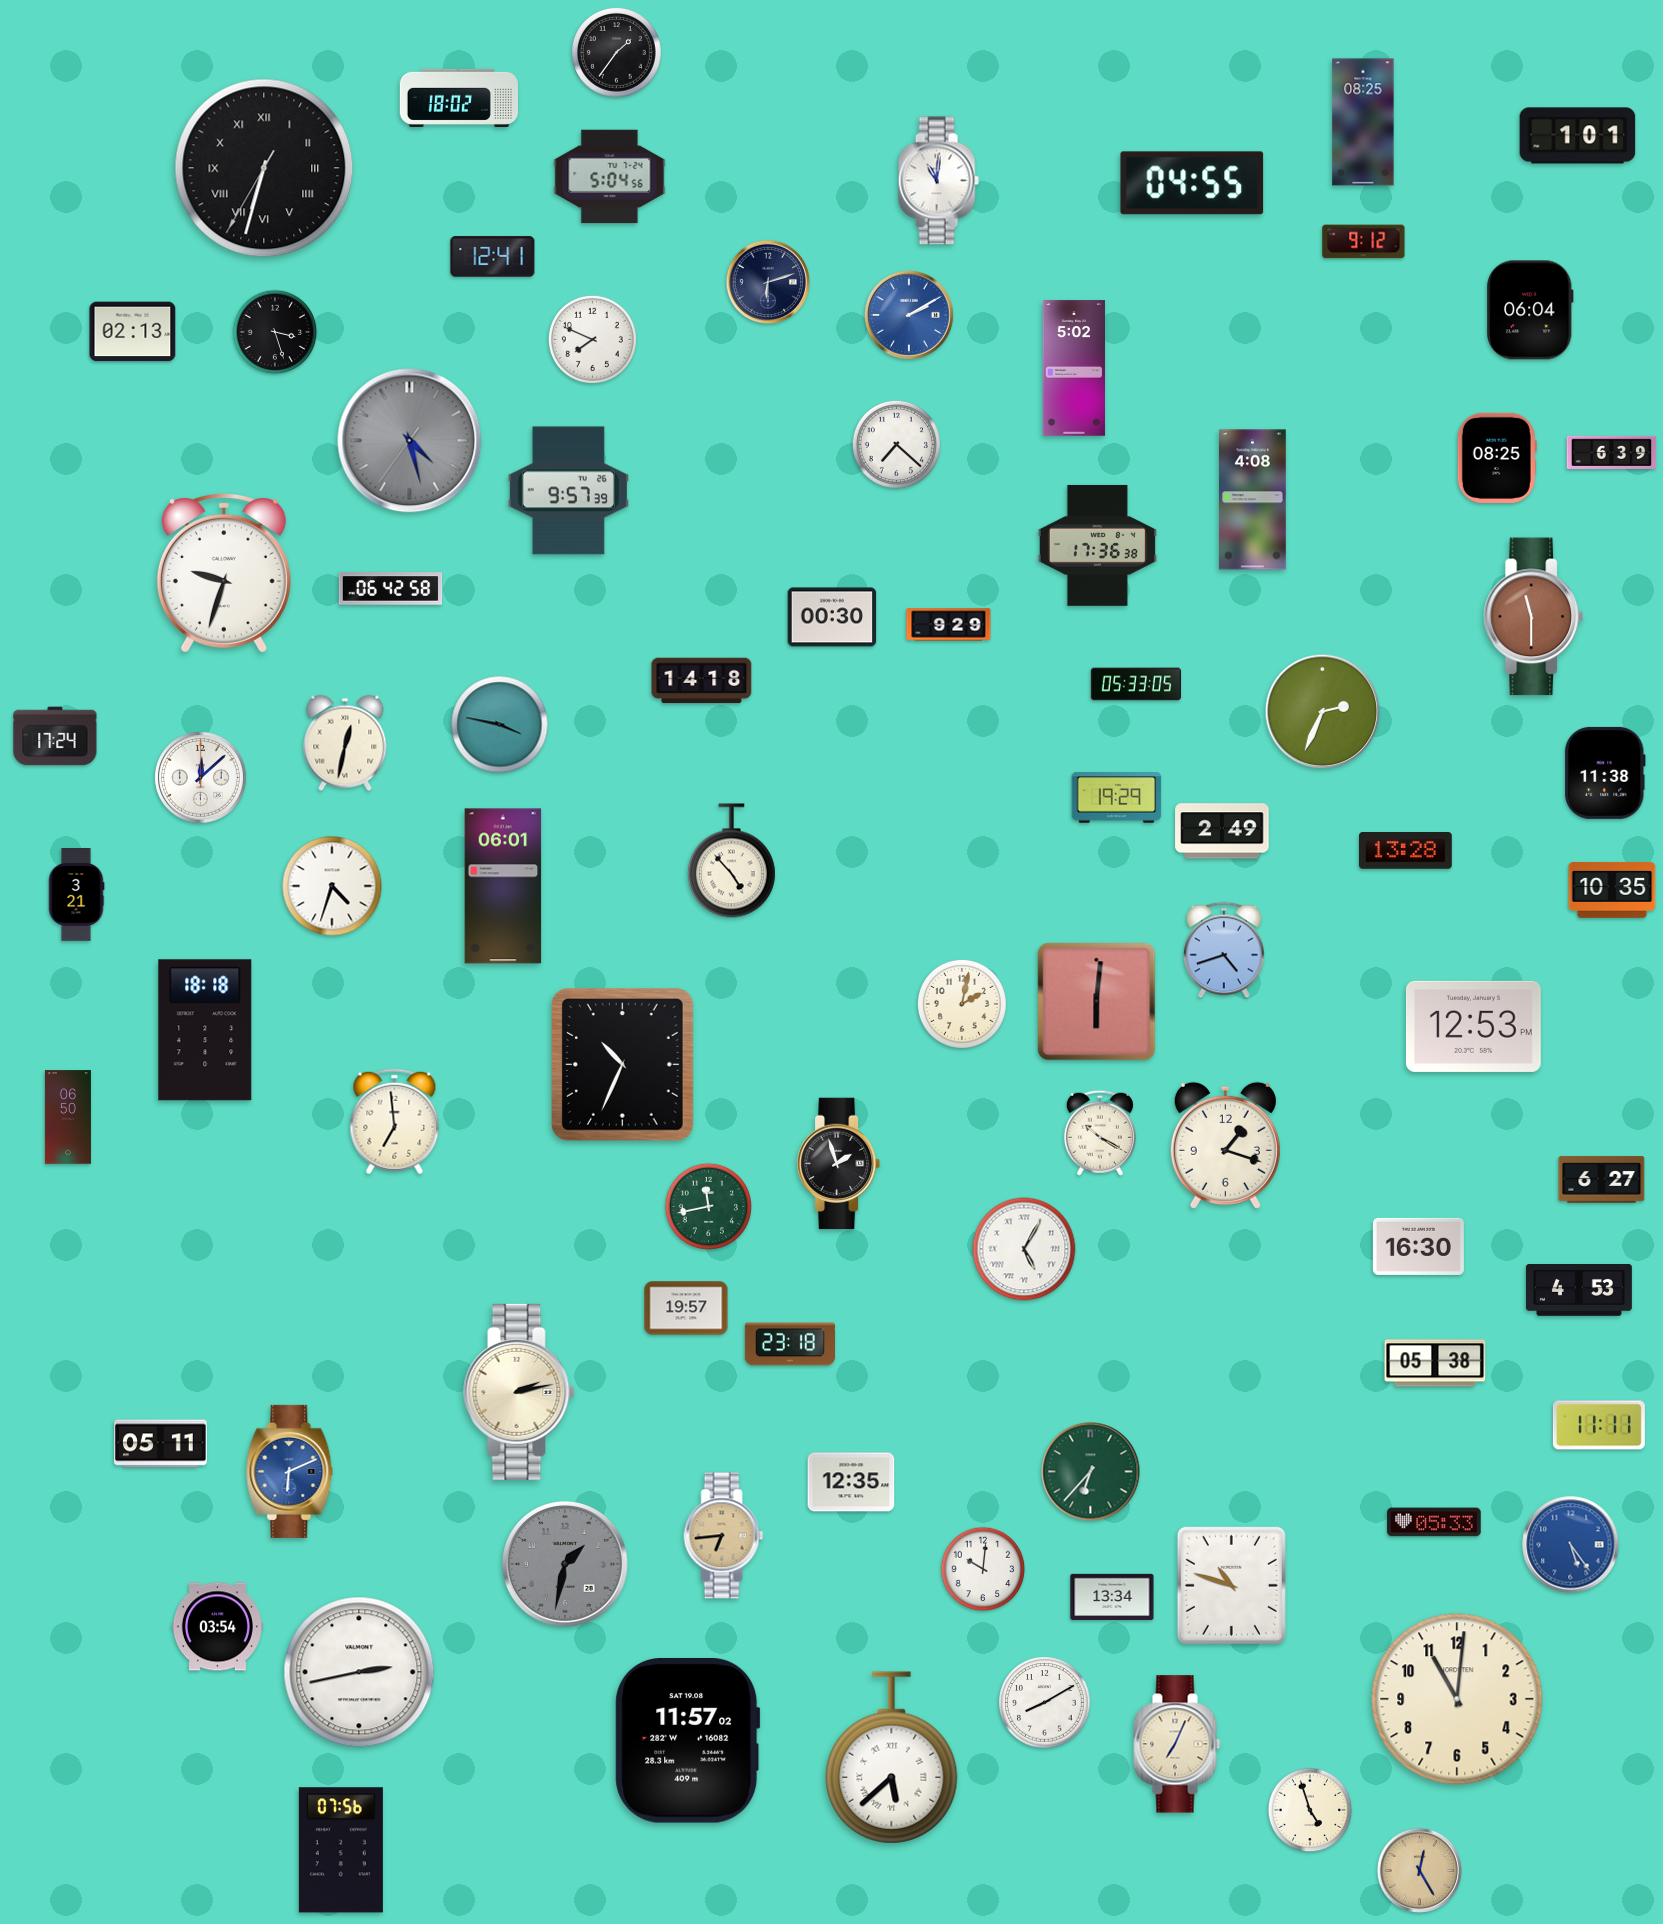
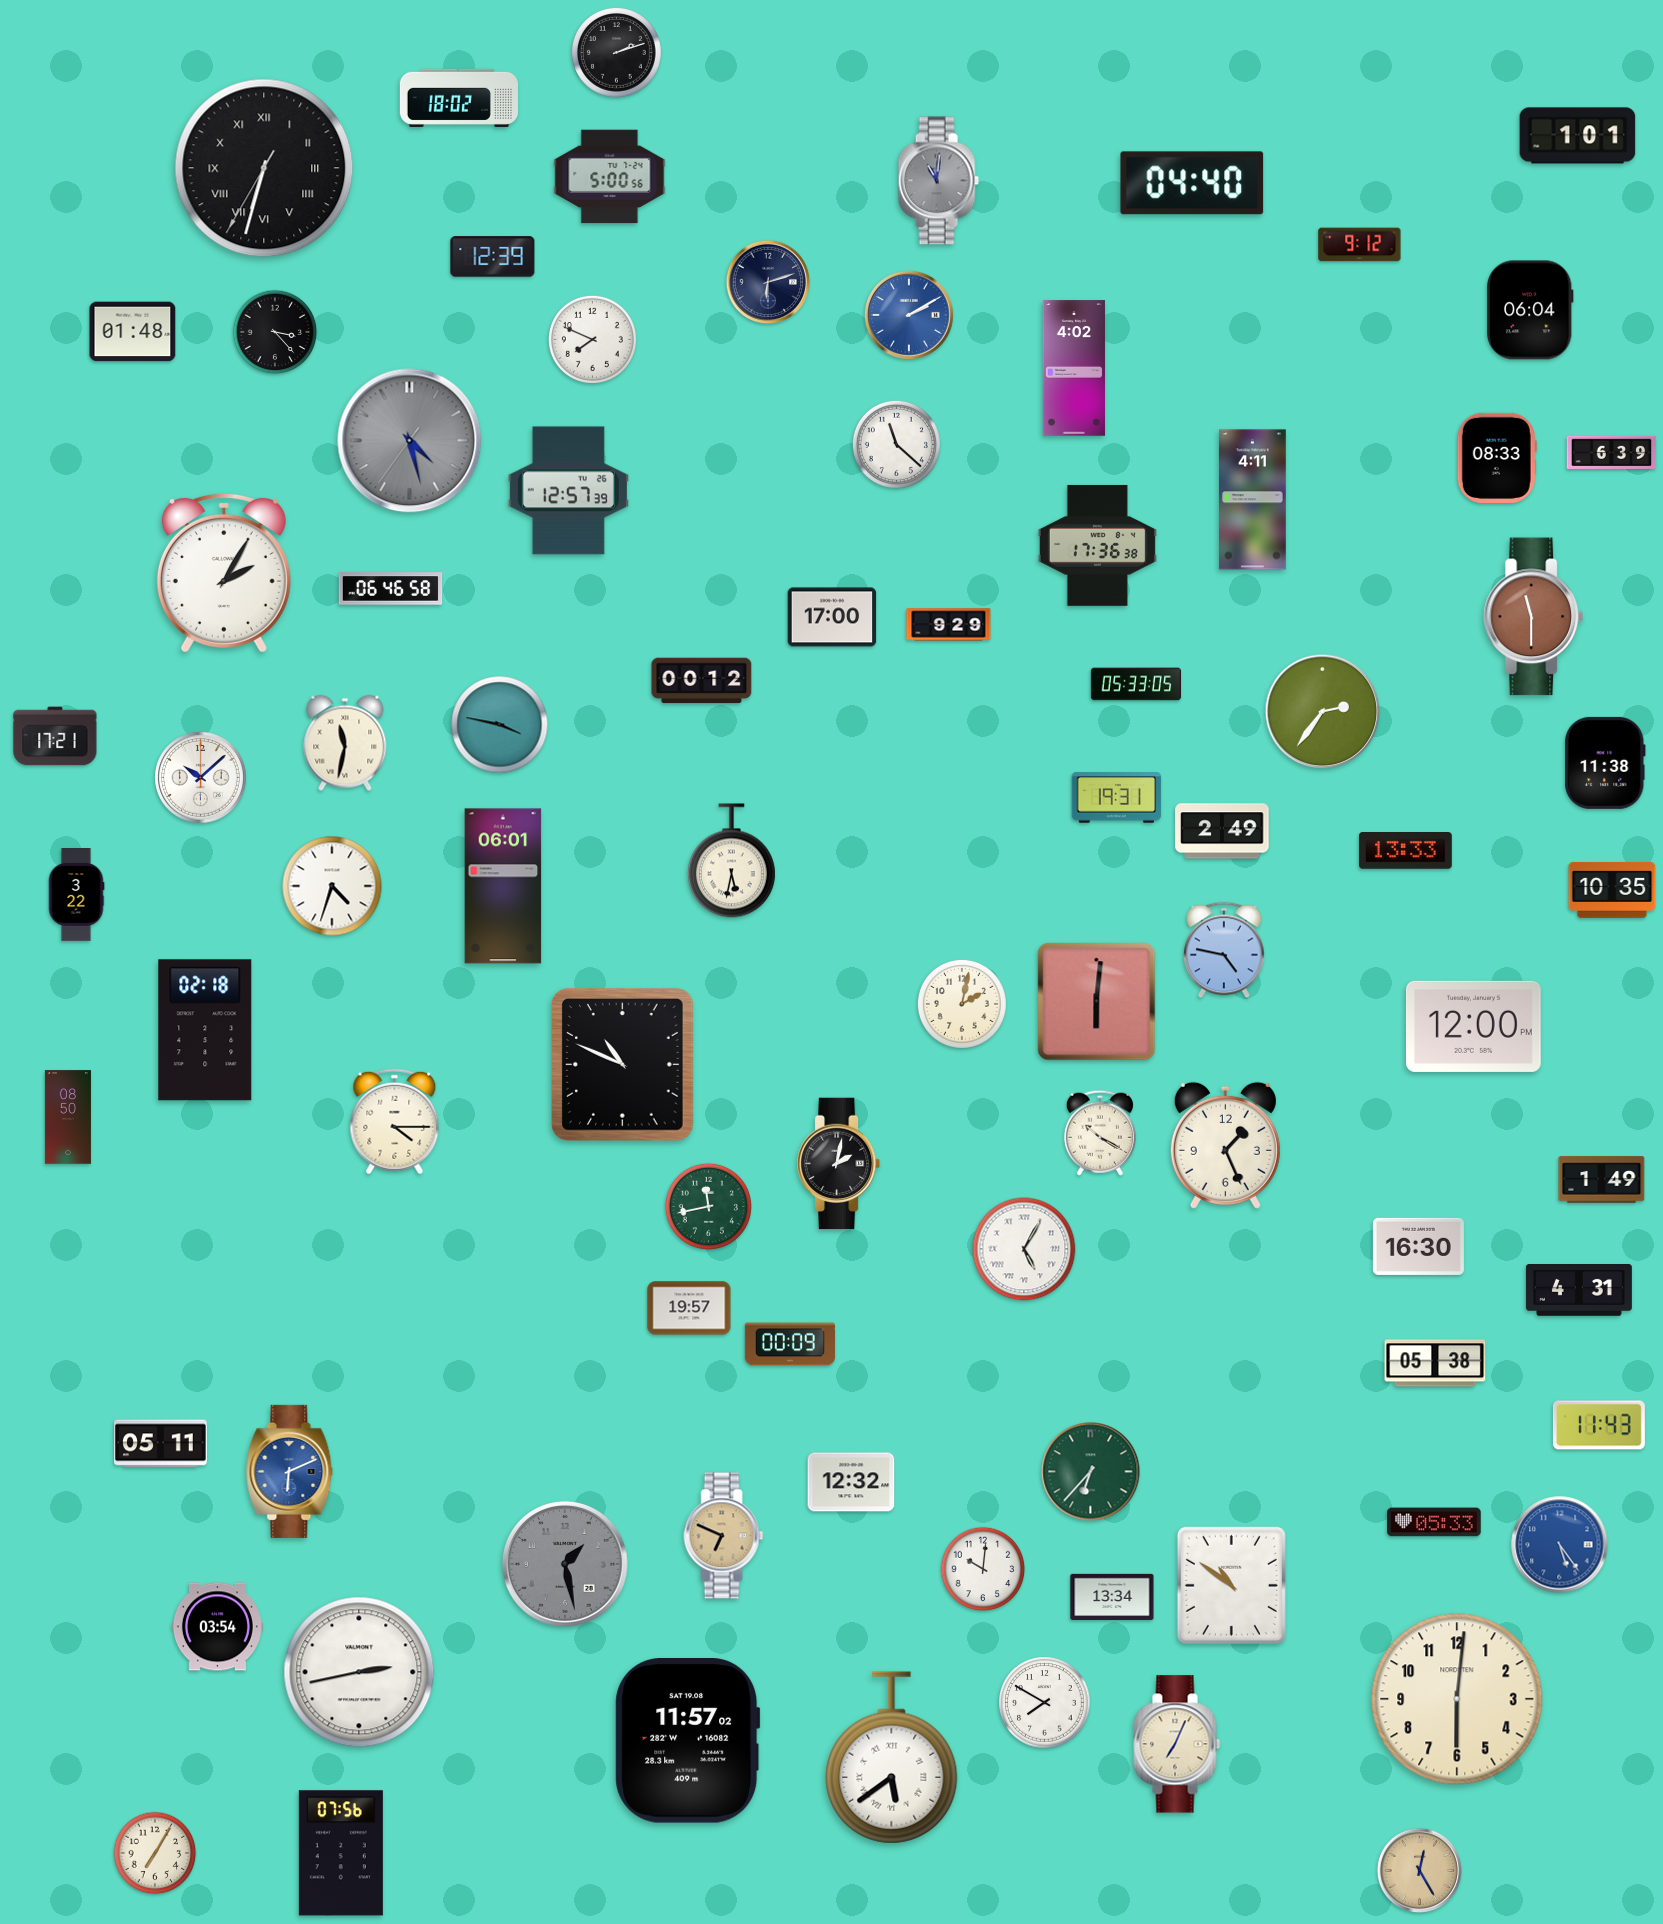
clock at (617, 53): 1:36 -> 2:12
clock at (1363, 122): 08:25 -> none
clock at (610, 177): 5:04 -> 5:00
clock at (938, 181) dial: white -> grey
clock at (1192, 183): 04:55 -> 04:40
clock at (1364, 242) position: (1364, 242) -> (1360, 245)
clock at (493, 257): 12:41 -> 12:39
clock at (133, 332): 02:13 -> 01:48
clock at (275, 332): 3:27 -> 3:23
clock at (1074, 368): 5:02 -> 4:02
clock at (896, 444): 7:22 -> 11:22
clock at (1497, 458): 08:25 -> 08:33
clock at (568, 491): 9:57 -> 12:57
clock at (1253, 500): 4:08 -> 4:11
clock at (224, 573): 9:33 -> 2:05
clock at (391, 589): 06:42 -> 06:46
clock at (832, 617): 00:30 -> 17:00
clock at (702, 681): 14:18 -> 00:12
clock at (1323, 712): 2:34 -> 2:36
clock at (55, 736): 17:24 -> 17:21
clock at (345, 743): 12:32 -> 11:32
clock at (1605, 773) position: (1605, 773) -> (1605, 763)
clock at (201, 778): 12:08 -> 10:08
clock at (1117, 798): 19:29 -> 19:31
clock at (1406, 851): 13:28 -> 13:33
clock at (731, 861): 4:53 -> 5:32
clock at (76, 895): 3:21 -> 3:22
clock at (1224, 950): 4:42 -> 4:47
clock at (1473, 1026): 12:53 -> 12:00
clock at (205, 1030): 18:18 -> 02:18
clock at (623, 1065): 10:34 -> 10:49
clock at (68, 1117): 06:50 -> 08:50
clock at (395, 1122): 6:59 -> 4:15
clock at (1225, 1145): 1:18 -> 1:26
clock at (839, 1164): 1:57 -> 2:02
clock at (1602, 1180): 6:27 -> 1:49
clock at (1579, 1291): 4:53 -> 4:31
clock at (686, 1308) position: (686, 1308) -> (689, 1308)
clock at (789, 1344): 23:18 -> 00:09
clock at (519, 1392): 2:13 -> none
clock at (1599, 1425): 11:11 -> 11:43
clock at (851, 1482): 12:35 -> 12:32
clock at (724, 1536): 6:44 -> 6:49
clock at (1571, 1545) position: (1571, 1545) -> (1560, 1545)
clock at (565, 1564): 1:32 -> 1:28
clock at (1231, 1585): 10:48 -> 10:51
clock at (1457, 1699): 11:01 -> 6:01
clock at (1045, 1703): 8:10 -> 7:50
clock at (892, 1758): 5:38 -> 5:39
clock at (1310, 1810): 4:57 -> none
clock at (341, 1850) position: (341, 1850) -> (341, 1853)
clock at (155, 1853): none -> 7:05
